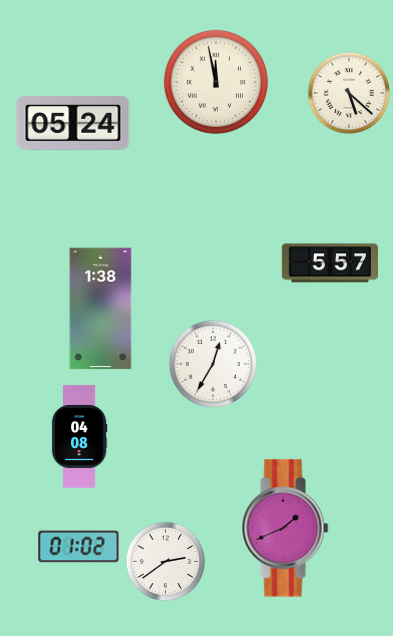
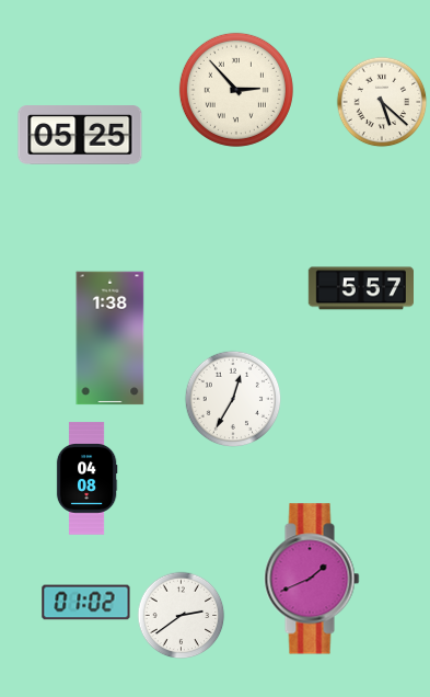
clock at (216, 82): 11:58 -> 2:53
clock at (73, 123): 05:24 -> 05:25
clock at (79, 547) position: (79, 547) -> (86, 603)
